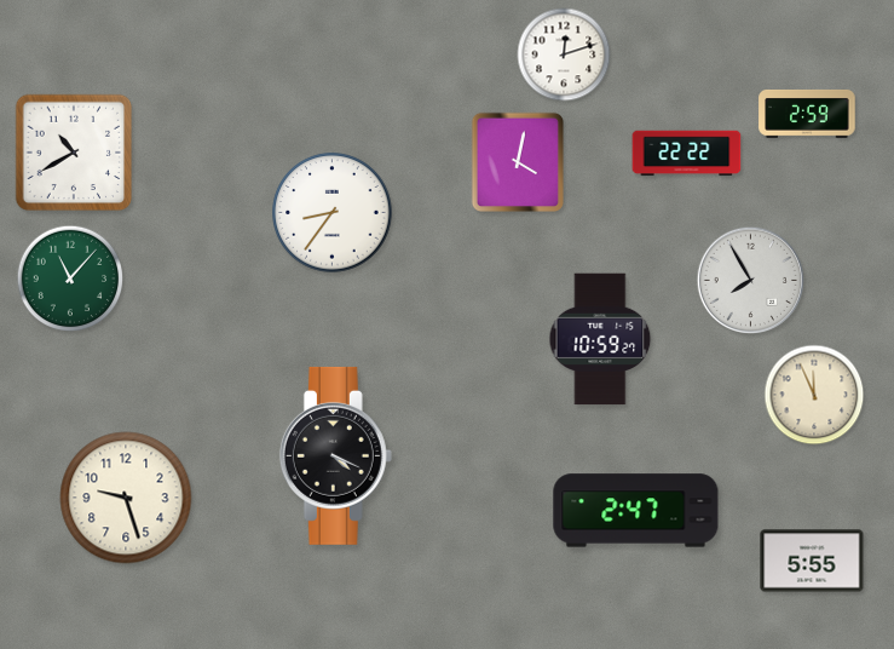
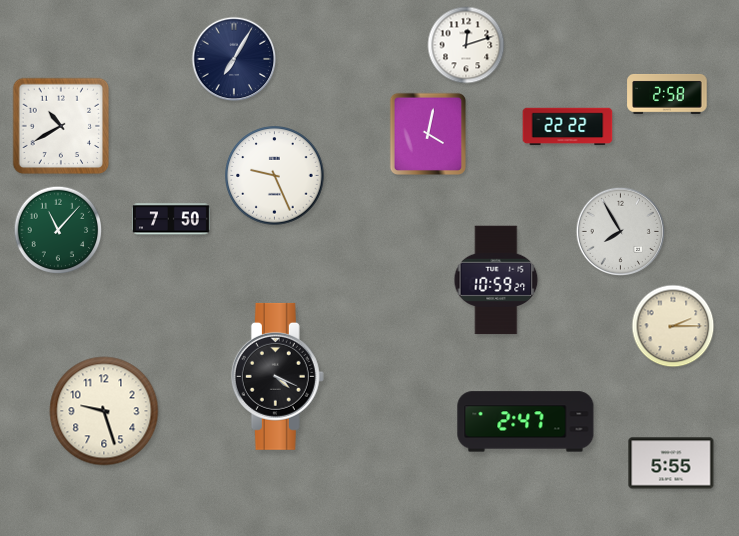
clock at (234, 59): none -> 7:05
clock at (807, 114): 2:59 -> 2:58
clock at (333, 213): 8:36 -> 9:26
clock at (171, 219): none -> 7:50
clock at (814, 395): 11:56 -> 2:15
